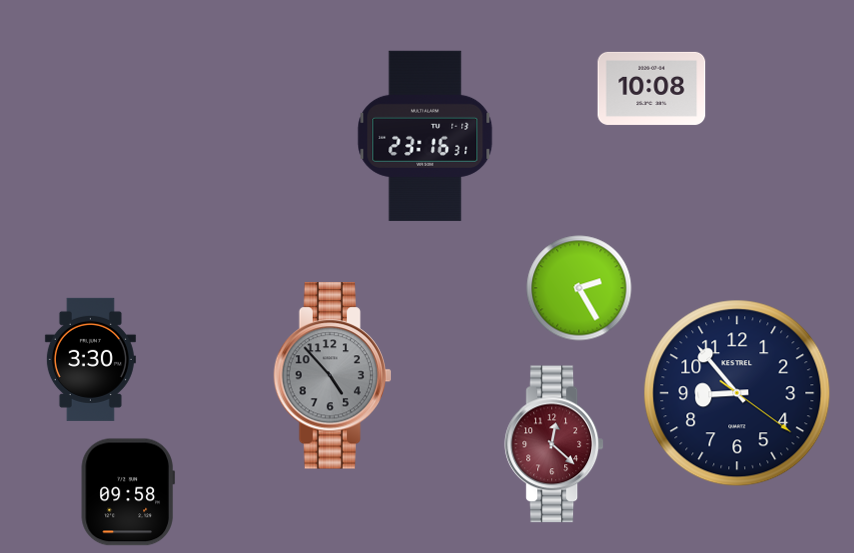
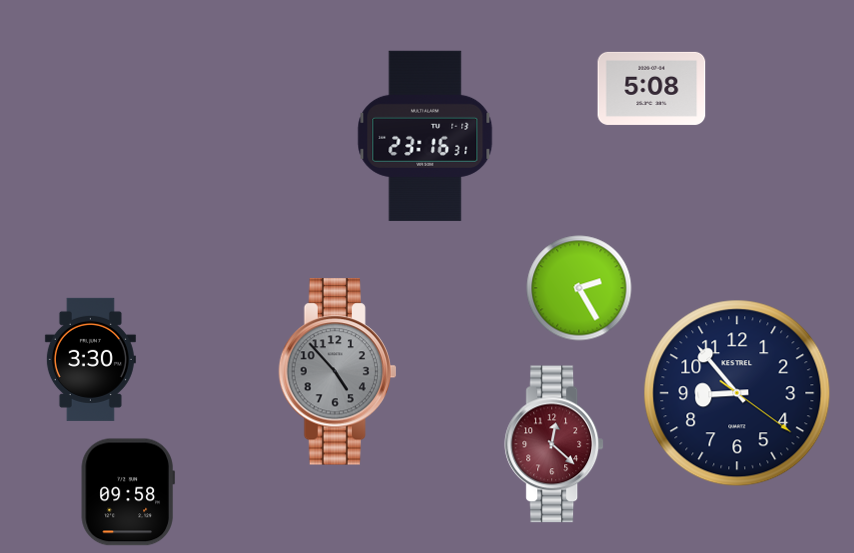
clock at (652, 88): 10:08 -> 5:08
clock at (333, 376) position: (333, 376) -> (338, 372)
